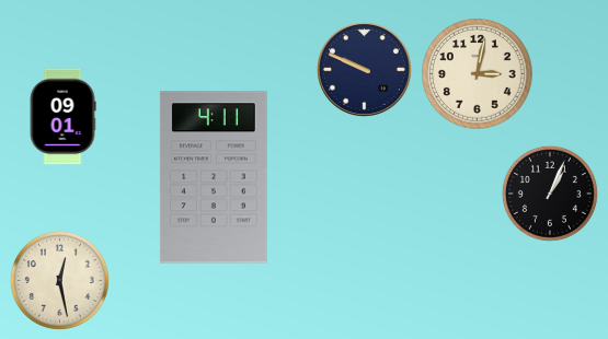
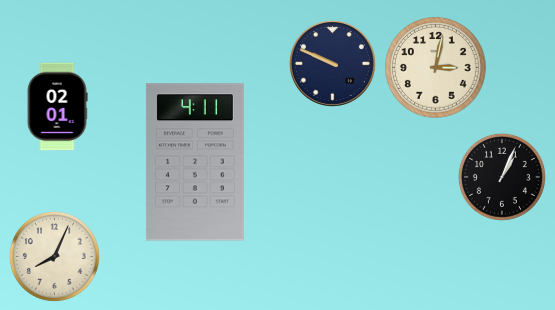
clock at (62, 117): 09:01 -> 02:01
clock at (59, 280): 12:28 -> 8:04
